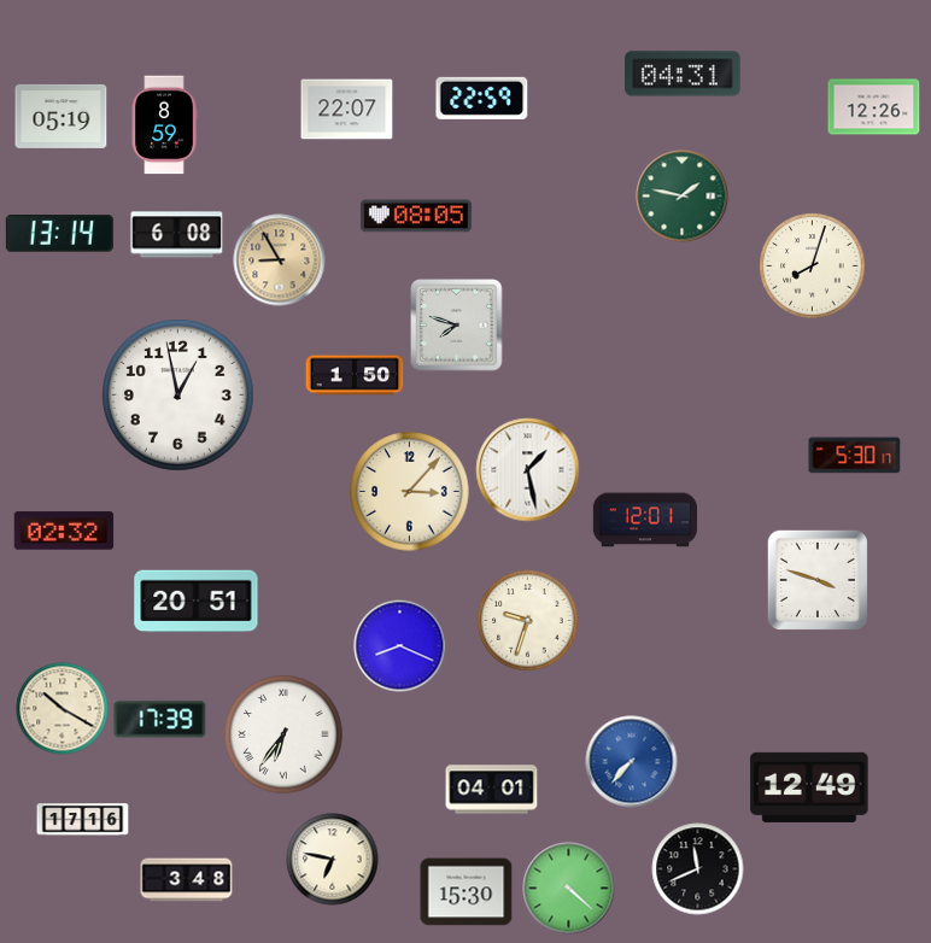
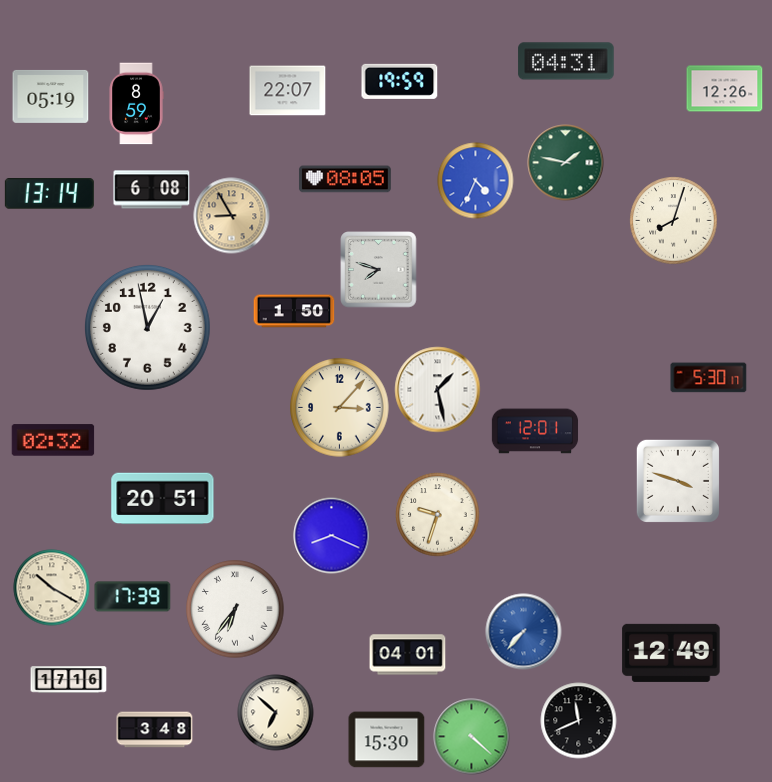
clock at (482, 98): 22:59 -> 19:59
clock at (476, 181): none -> 4:34
clock at (177, 235) position: (177, 235) -> (152, 190)
clock at (333, 860): 6:47 -> 6:52
